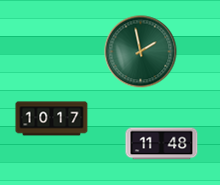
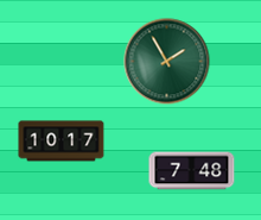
clock at (141, 52): 1:58 -> 1:55
clock at (162, 144): 11:48 -> 7:48
